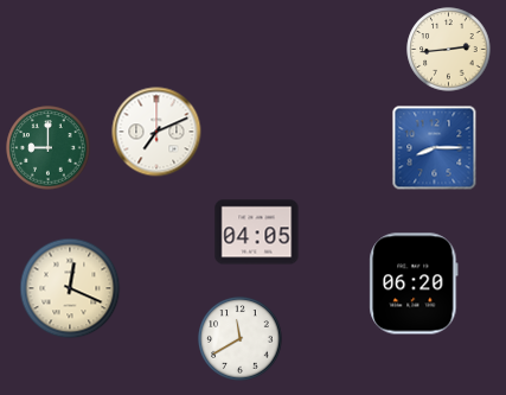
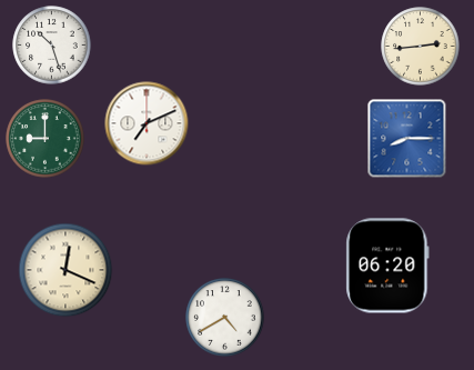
clock at (52, 46): none -> 10:27
clock at (257, 232): 04:05 -> none
clock at (241, 339): 11:40 -> 4:40
